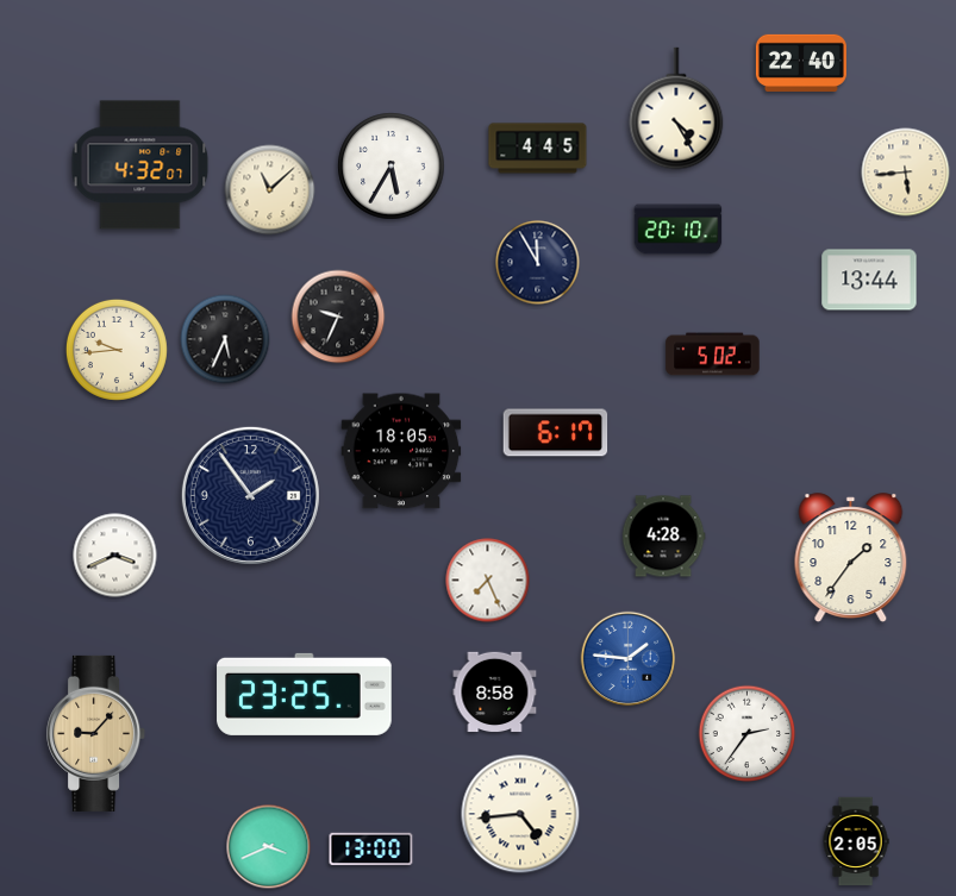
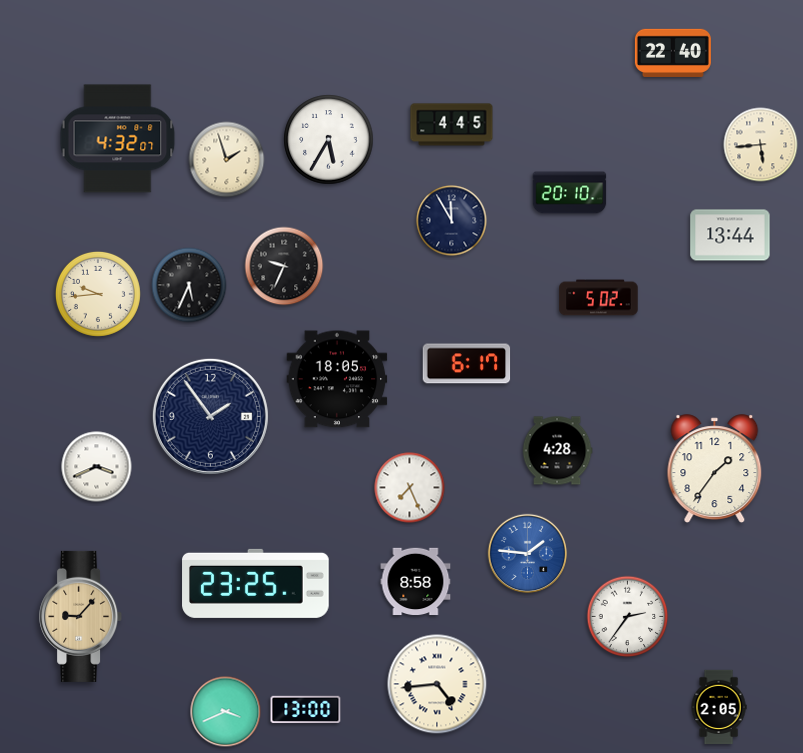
clock at (676, 108): 4:25 -> none
clock at (270, 190): 11:08 -> 1:57
clock at (371, 850) position: (371, 850) -> (306, 710)
